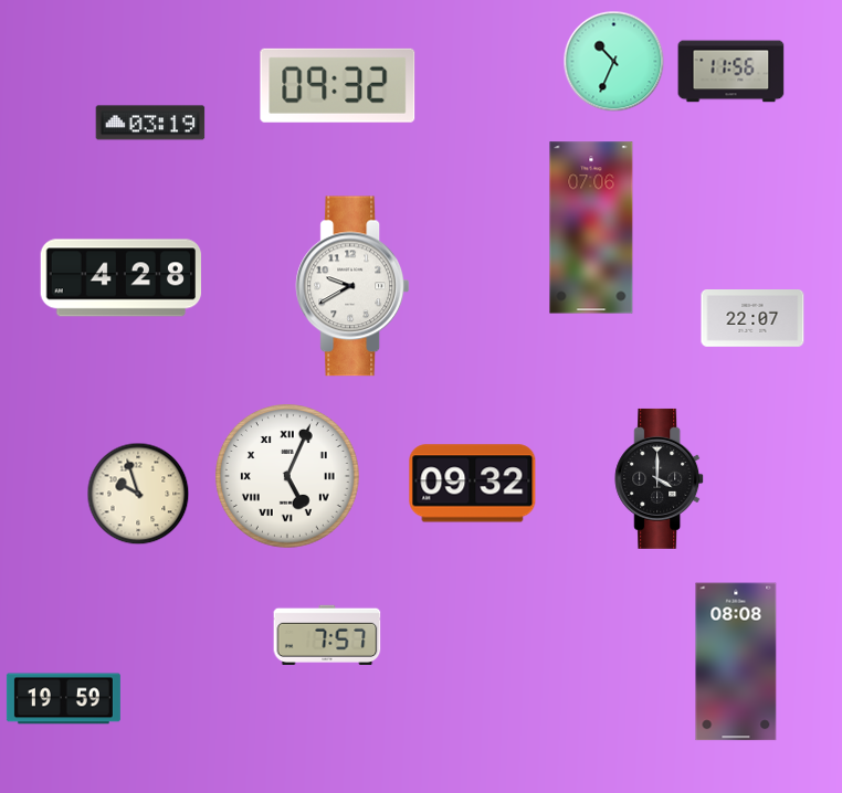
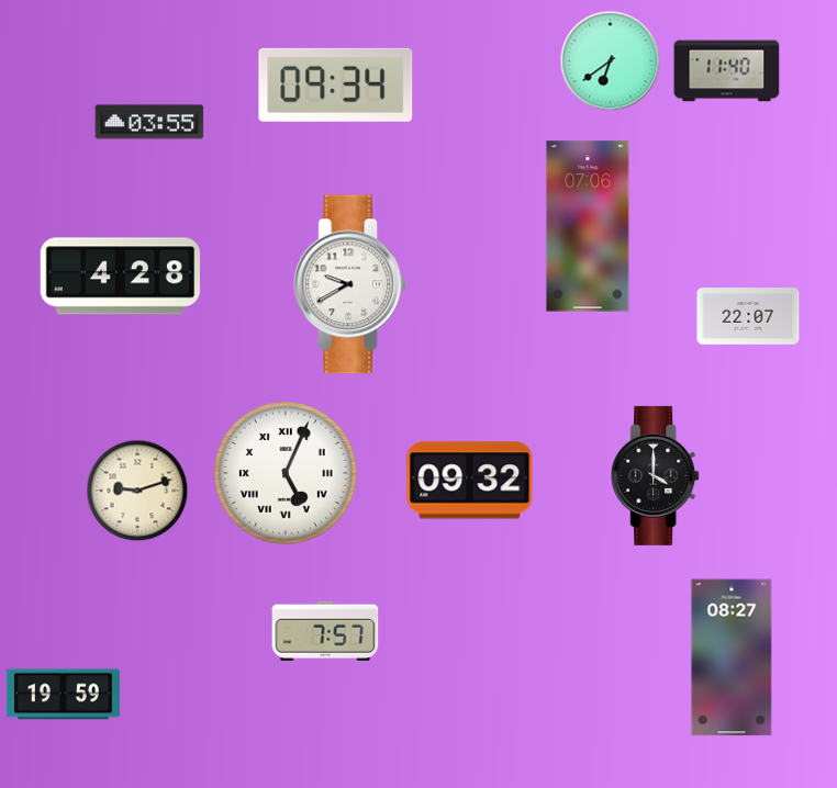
clock at (614, 62): 10:34 -> 6:39
clock at (732, 72): 11:56 -> 11:40
clock at (338, 85): 09:32 -> 09:34
clock at (150, 123): 03:19 -> 03:55
clock at (138, 494): 9:57 -> 9:12
clock at (736, 662): 08:08 -> 08:27
